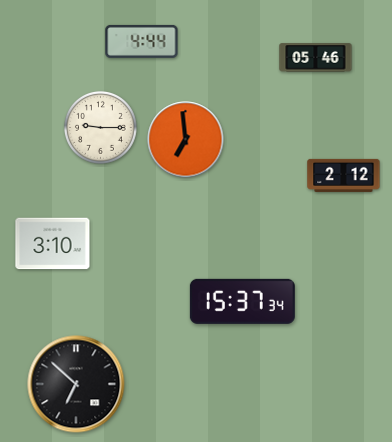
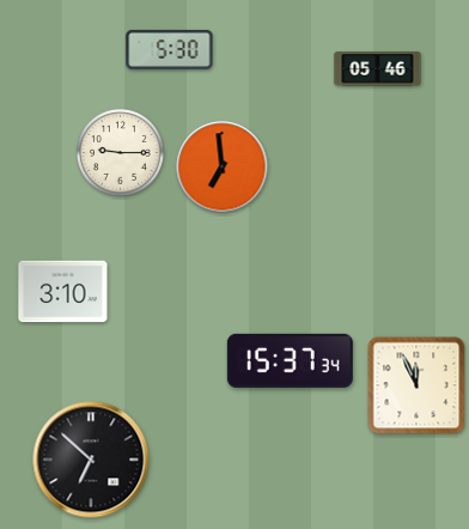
clock at (142, 41): 4:44 -> 5:30
clock at (344, 175): 2:12 -> none
clock at (416, 385): none -> 11:56
